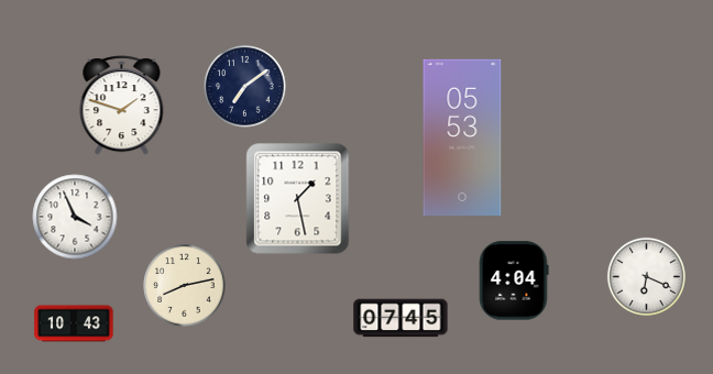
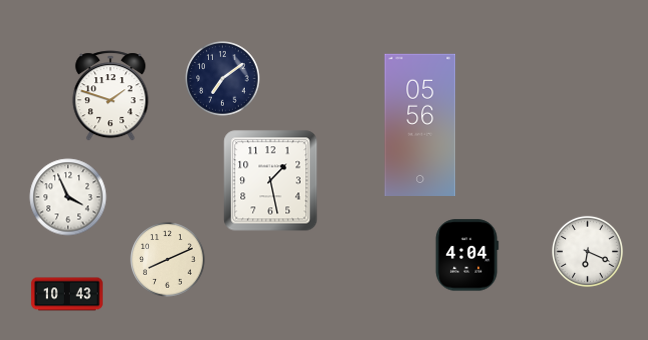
clock at (462, 136): 05:53 -> 05:56
clock at (185, 286): 8:13 -> 8:11
clock at (401, 318): 07:45 -> none
